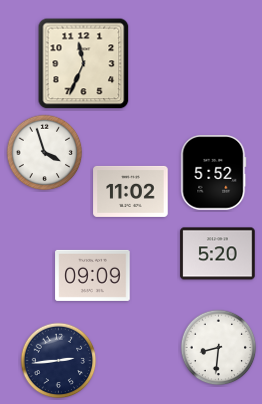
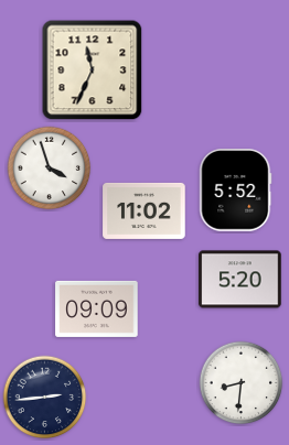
clock at (93, 275) position: (93, 275) -> (97, 308)
clock at (59, 361) position: (59, 361) -> (45, 398)
